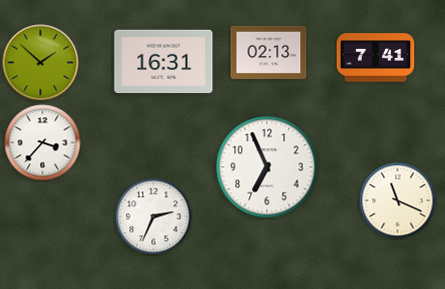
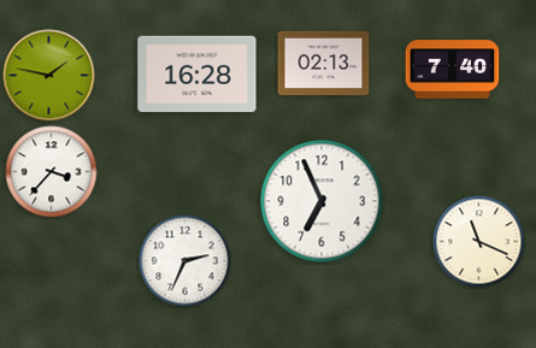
clock at (376, 58): 7:41 -> 7:40
clock at (164, 62): 16:31 -> 16:28
clock at (41, 63): 1:52 -> 1:47
